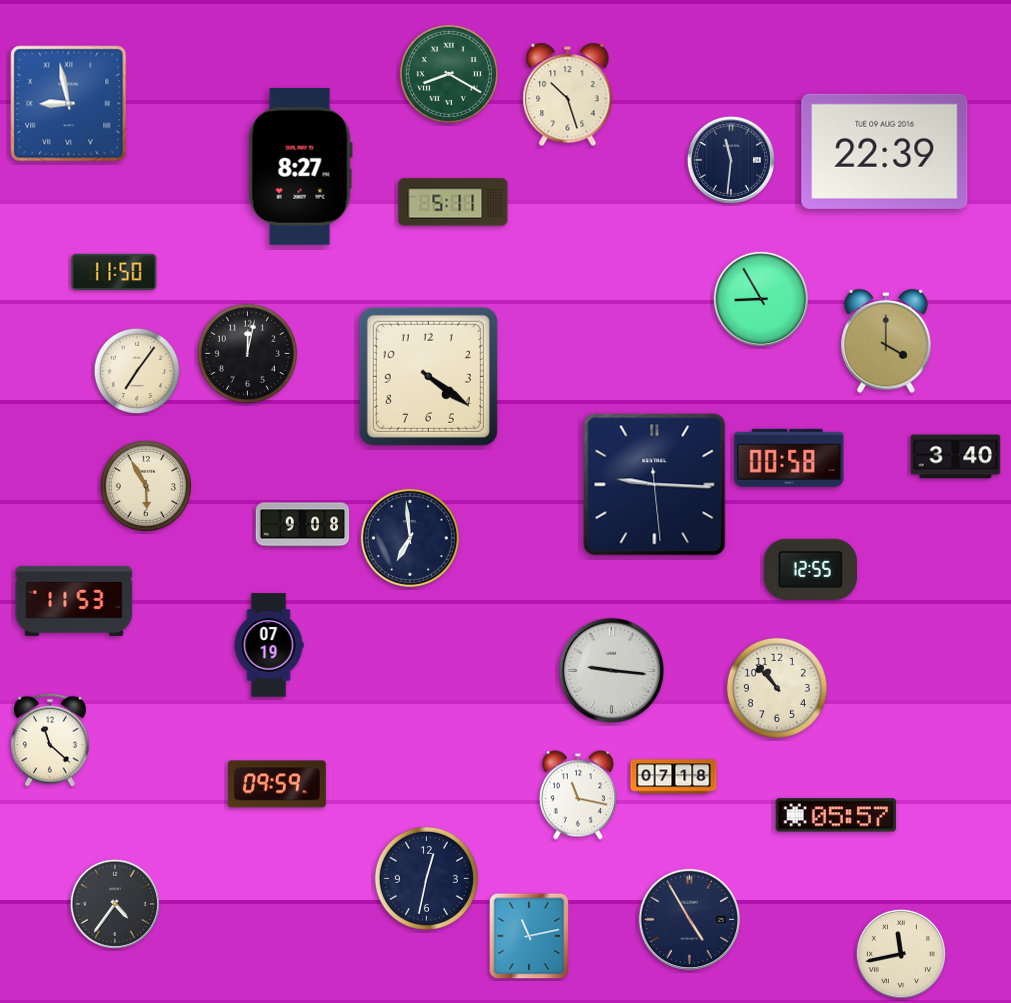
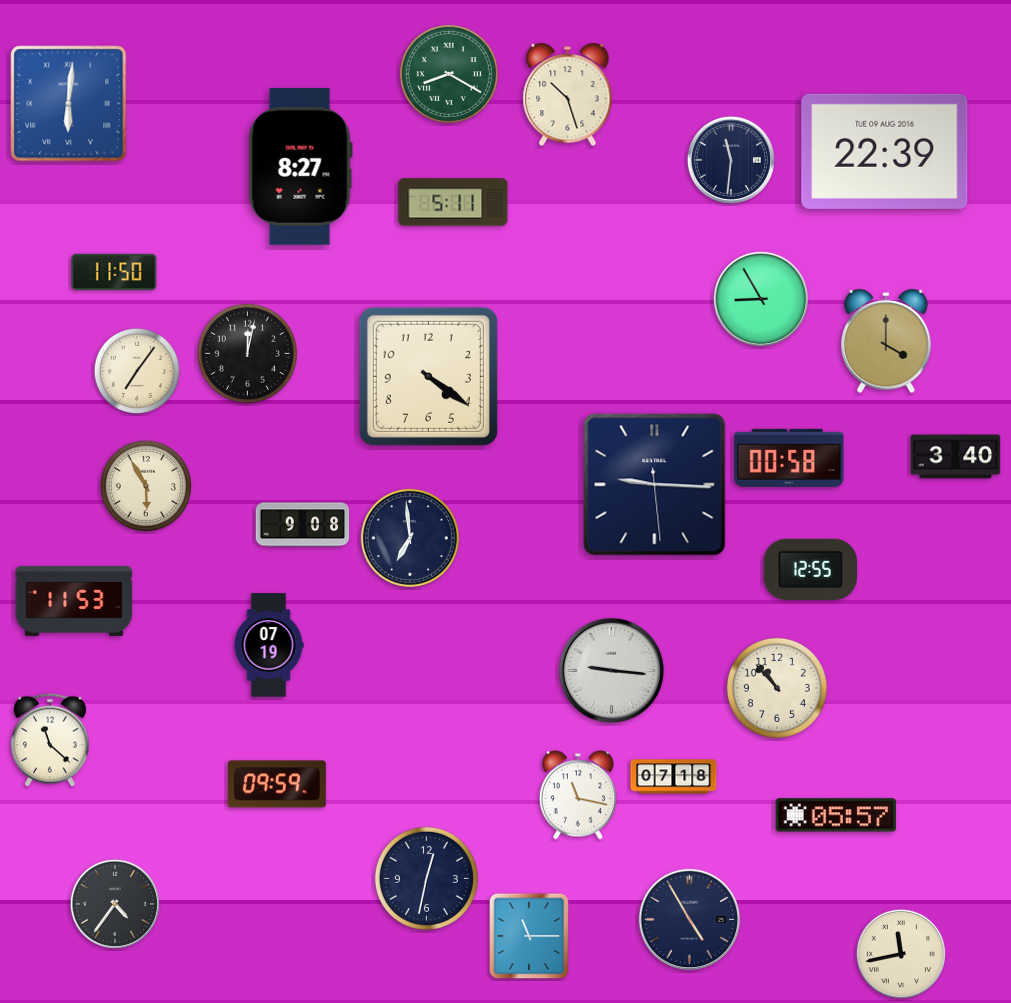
clock at (69, 104): 8:58 -> 6:01
clock at (529, 936): 11:13 -> 11:15
